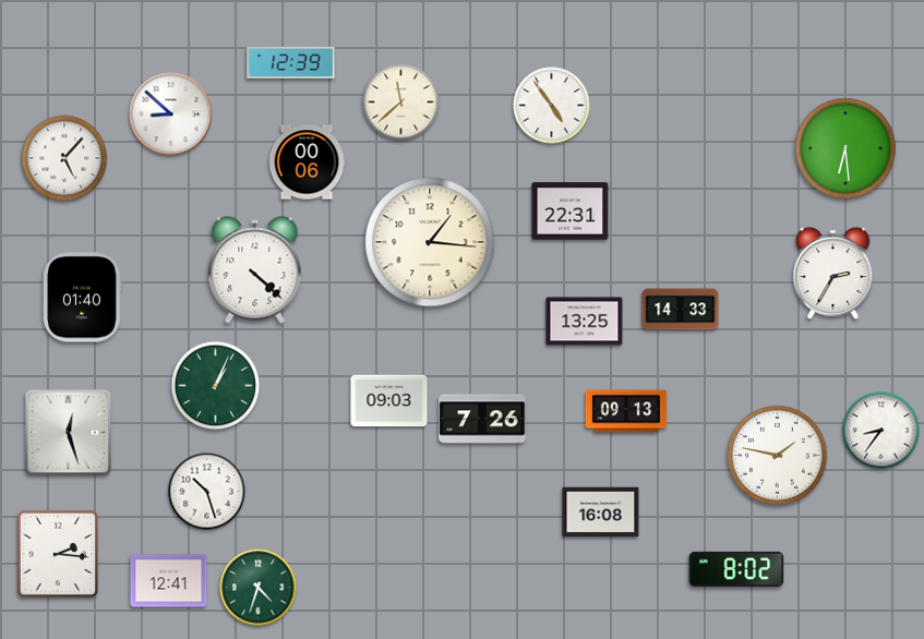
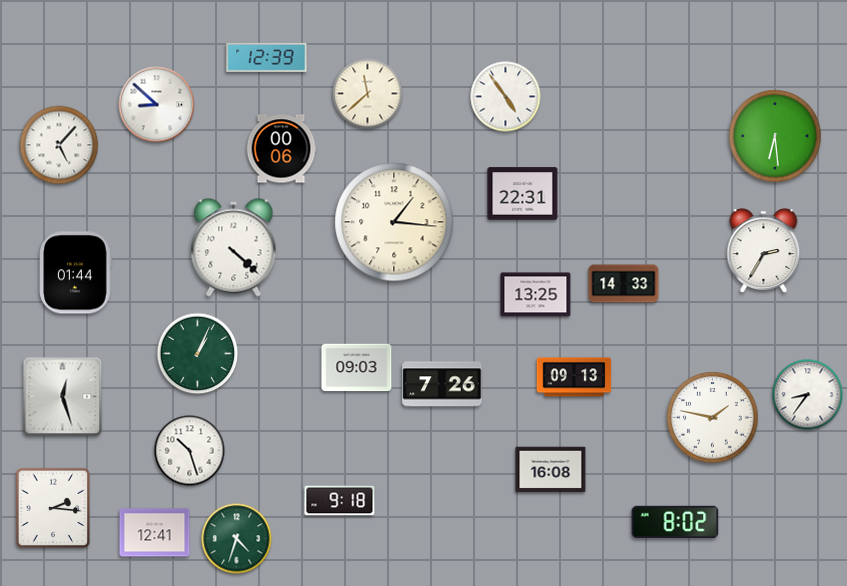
clock at (83, 298): 01:40 -> 01:44
clock at (340, 501): none -> 9:18
